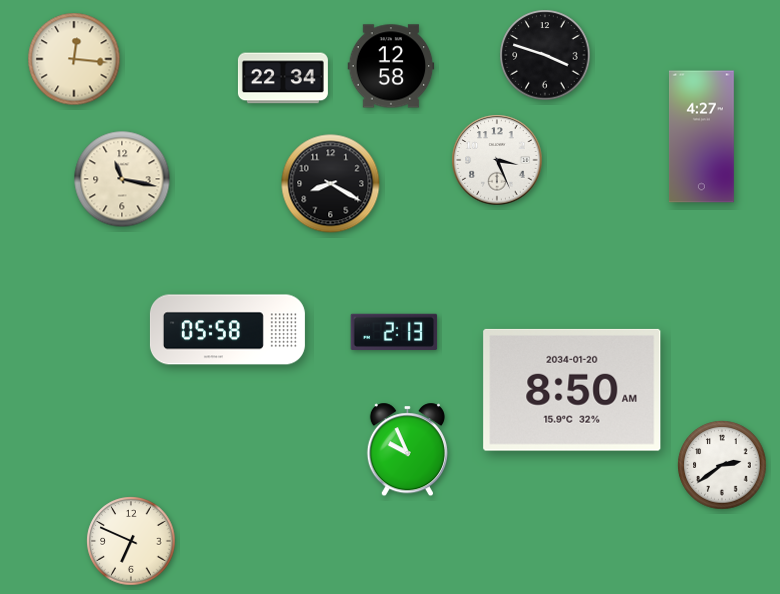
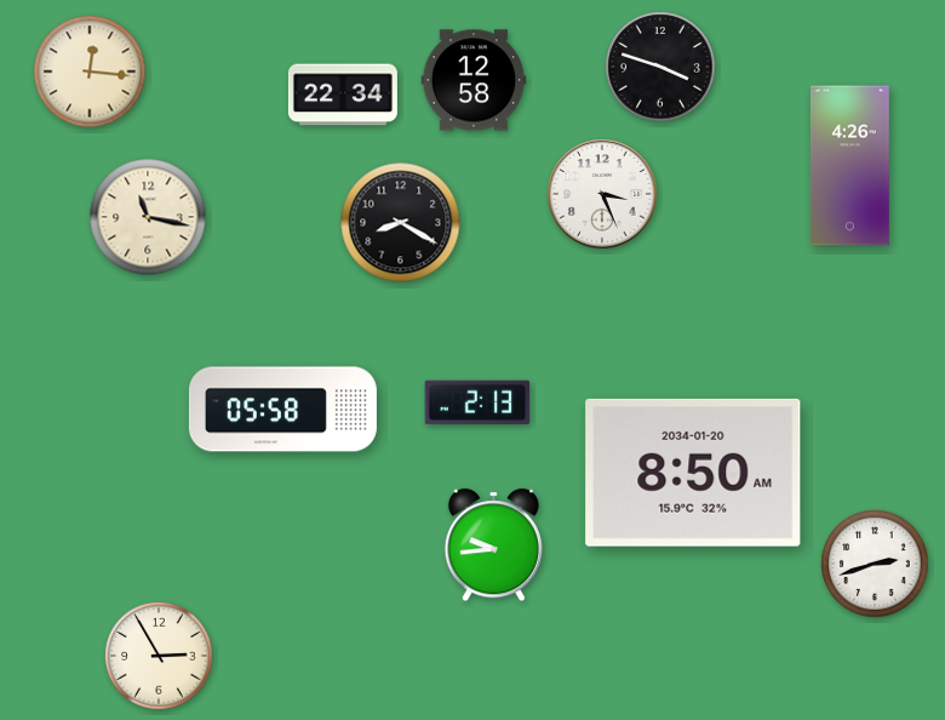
clock at (702, 137): 4:27 -> 4:26
clock at (227, 330) position: (227, 330) -> (282, 410)
clock at (407, 450): 9:56 -> 9:44
clock at (722, 465): 2:39 -> 2:42
clock at (131, 541): 6:49 -> 2:55
